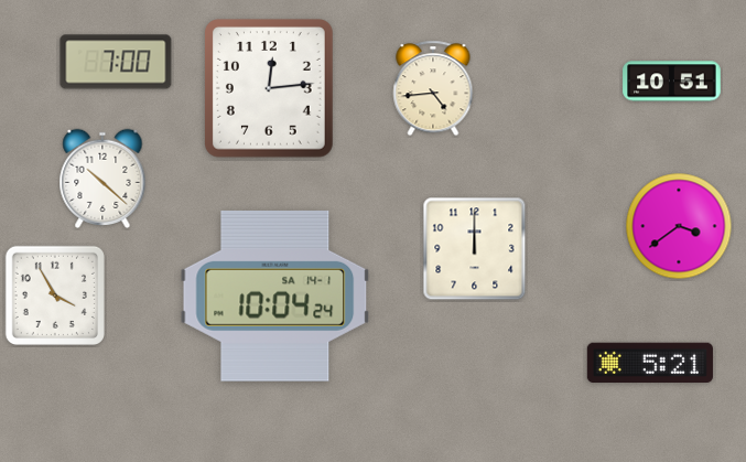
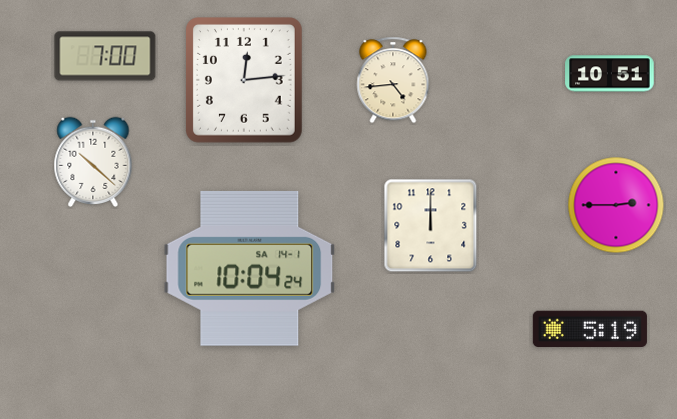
clock at (679, 226): 3:39 -> 2:45
clock at (55, 296): 3:55 -> none
clock at (650, 362): 5:21 -> 5:19
